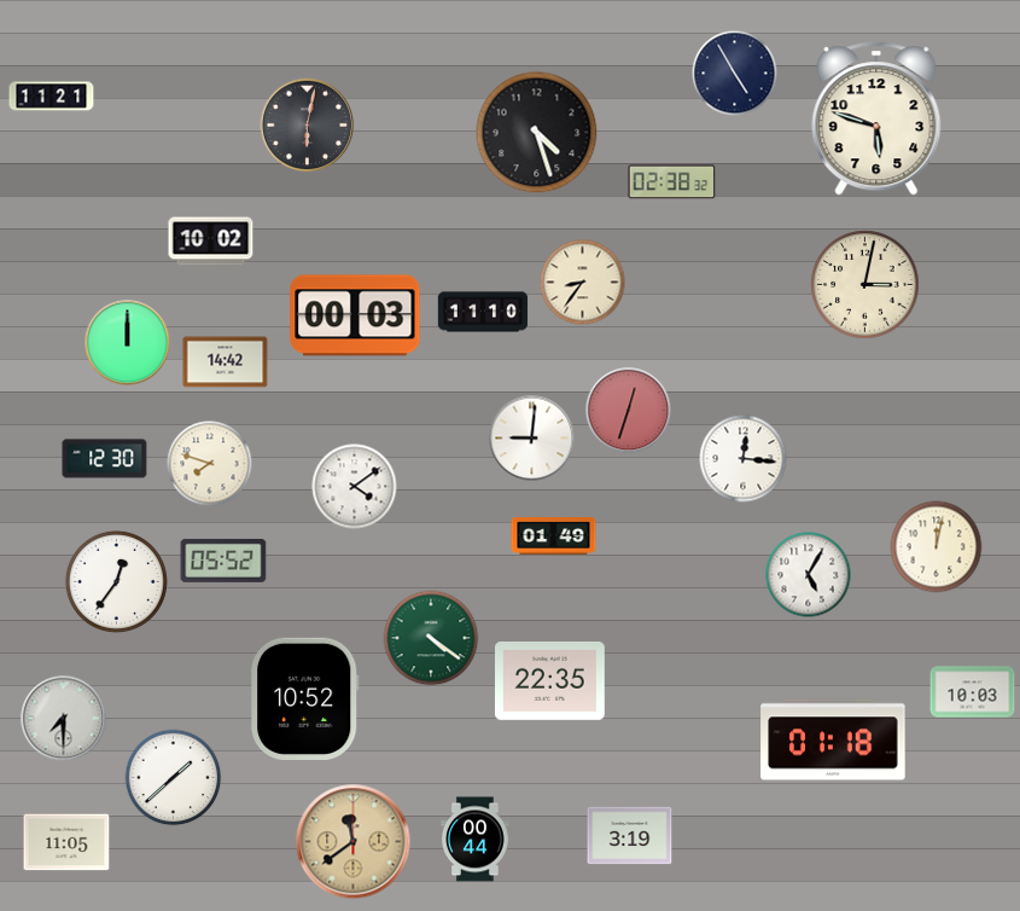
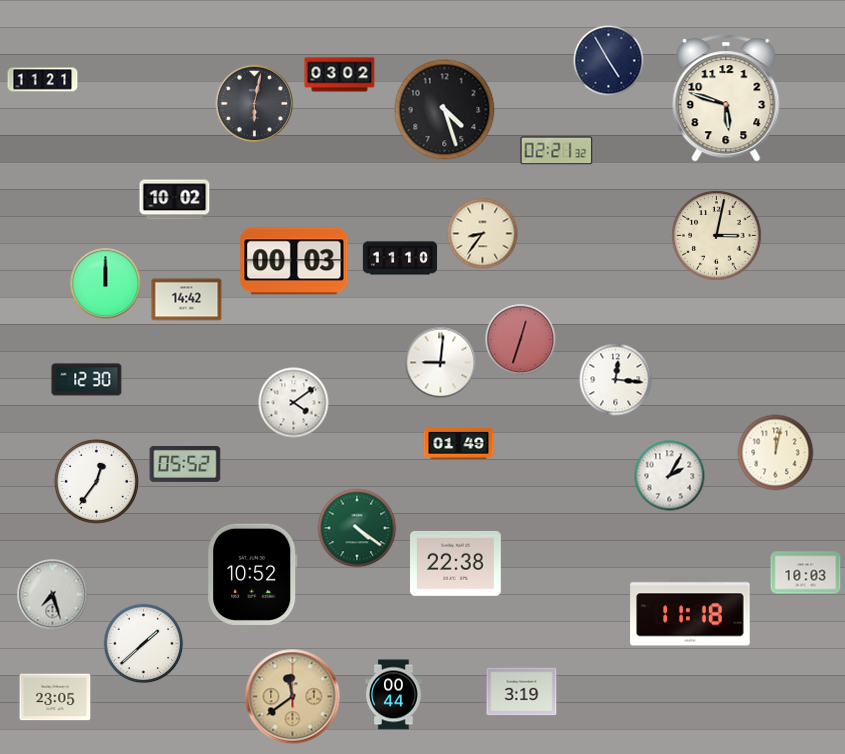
clock at (340, 75): none -> 03:02
clock at (672, 182): 02:38 -> 02:21
clock at (210, 464): 7:48 -> none
clock at (809, 575): 5:05 -> 2:05
clock at (550, 681): 22:35 -> 22:38
clock at (305, 698) position: (305, 698) -> (253, 574)
clock at (64, 719): 7:30 -> 7:27
clock at (833, 739): 01:18 -> 11:18
clock at (66, 842): 11:05 -> 23:05
